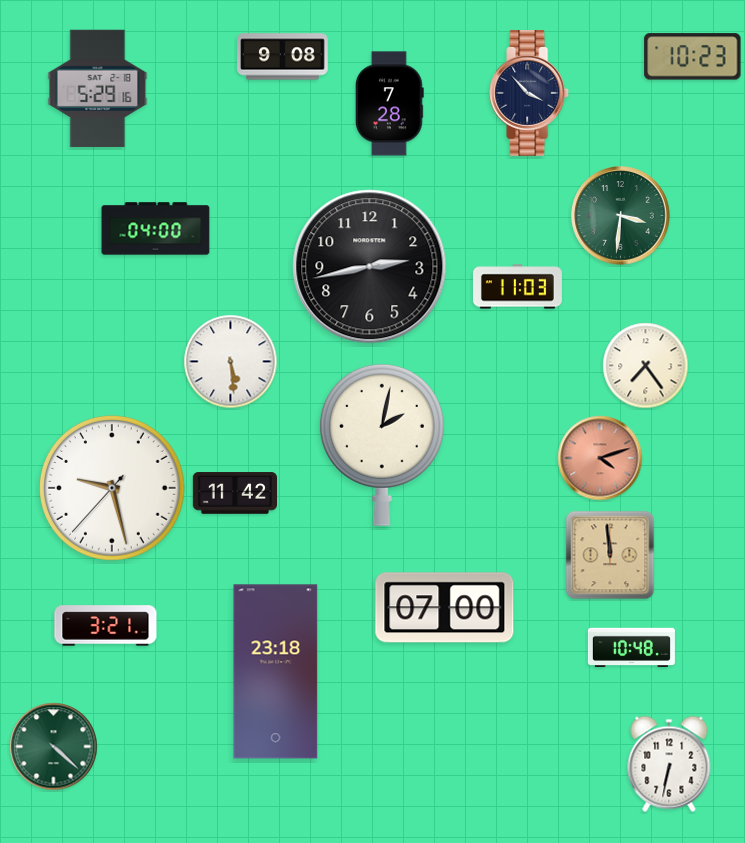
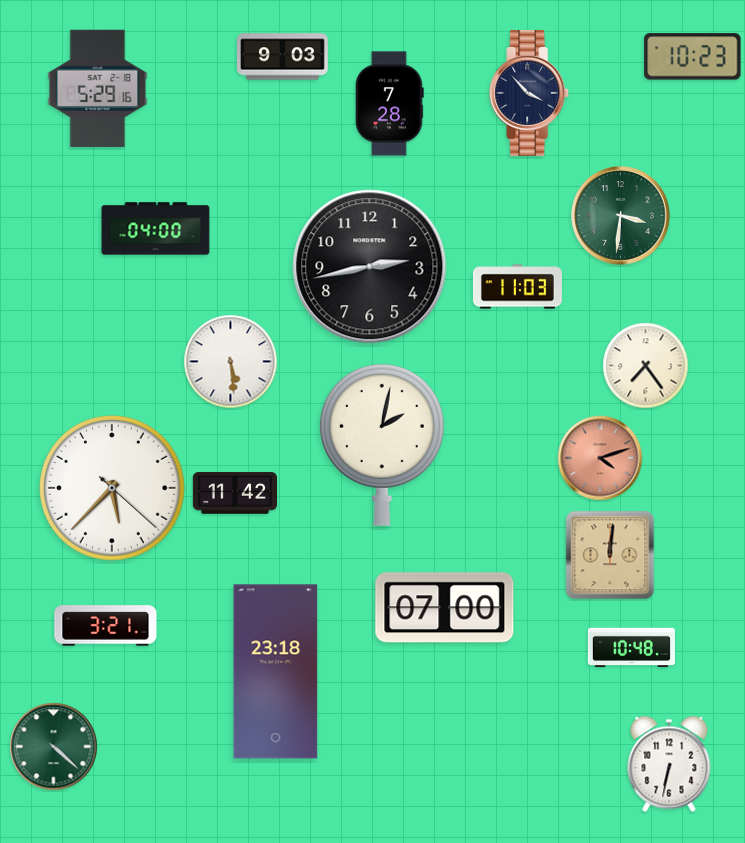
clock at (283, 57): 9:08 -> 9:03
clock at (113, 489): 9:27 -> 5:37
clock at (610, 555): 11:59 -> 12:01
